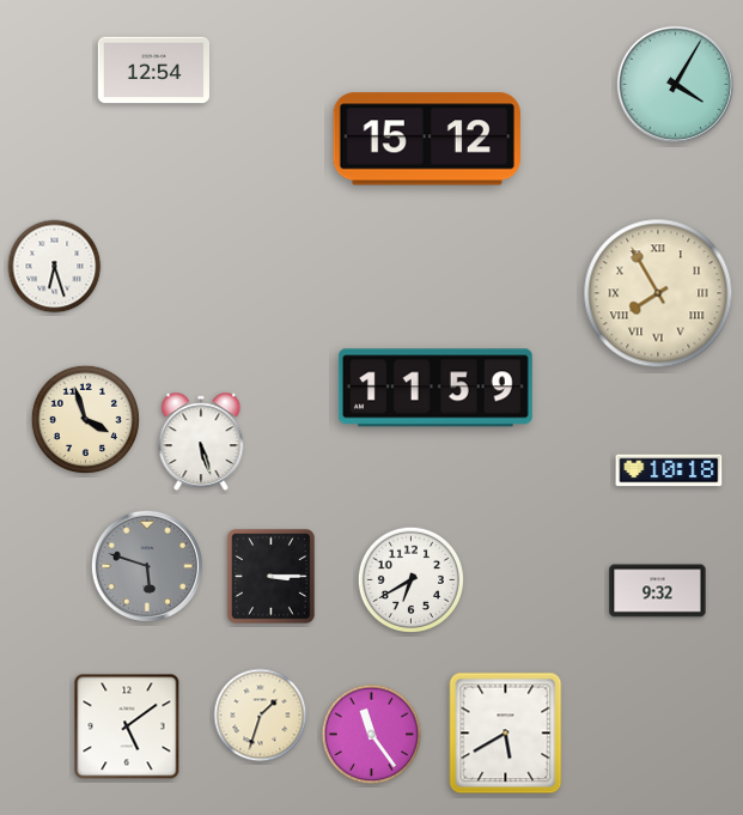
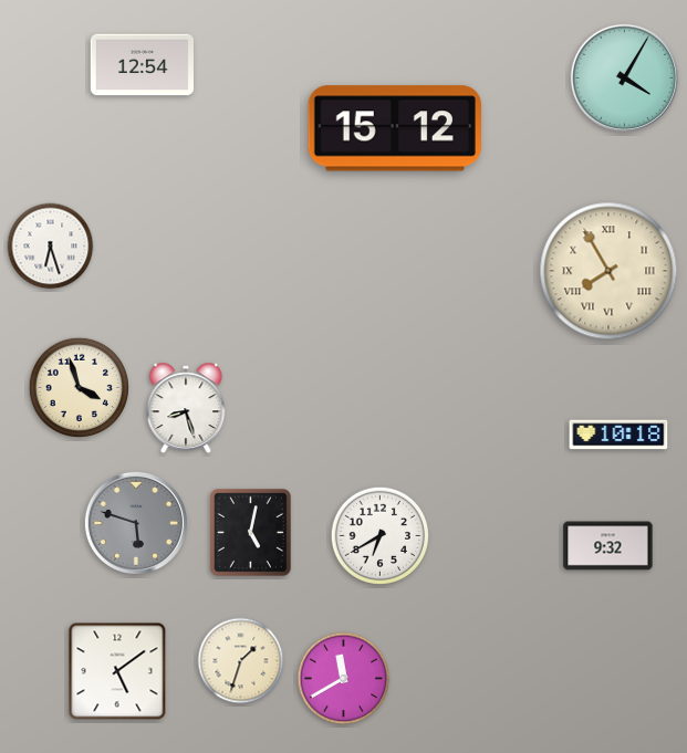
clock at (436, 388): 11:59 -> none
clock at (201, 442): 5:27 -> 8:27
clock at (272, 577): 3:15 -> 5:02
clock at (506, 734): 5:40 -> none
clock at (372, 735): 11:24 -> 11:40
